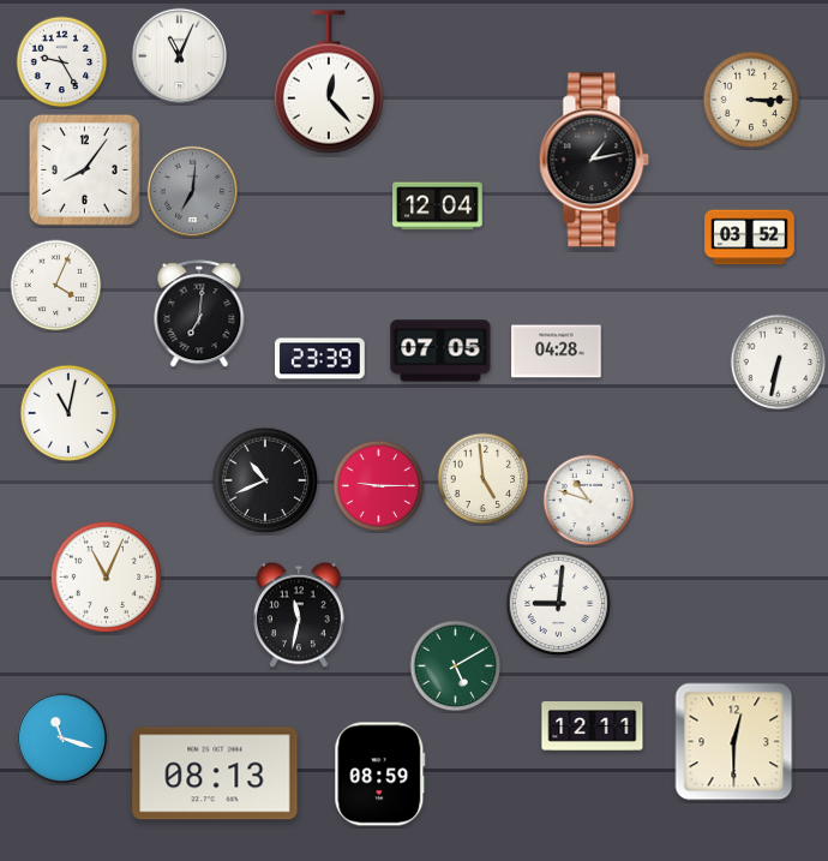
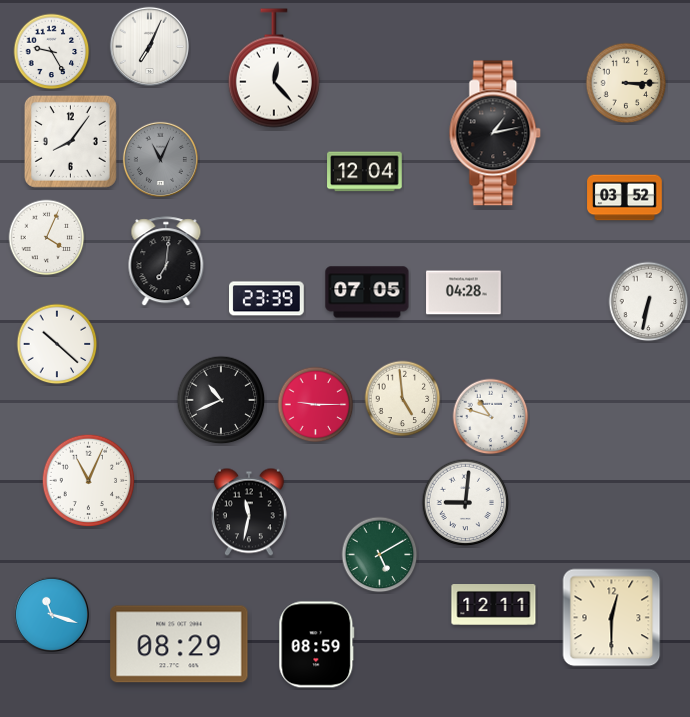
clock at (179, 55): 11:04 -> 7:04
clock at (192, 191): 7:01 -> 11:04
clock at (68, 413): 11:02 -> 10:22
clock at (215, 773): 08:13 -> 08:29
